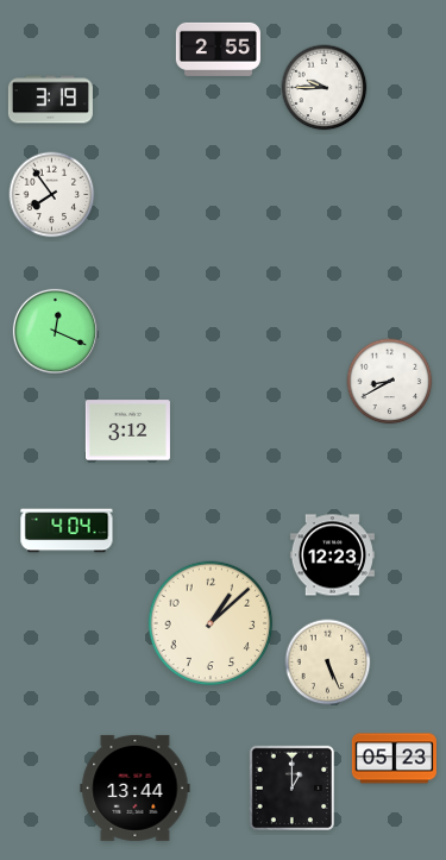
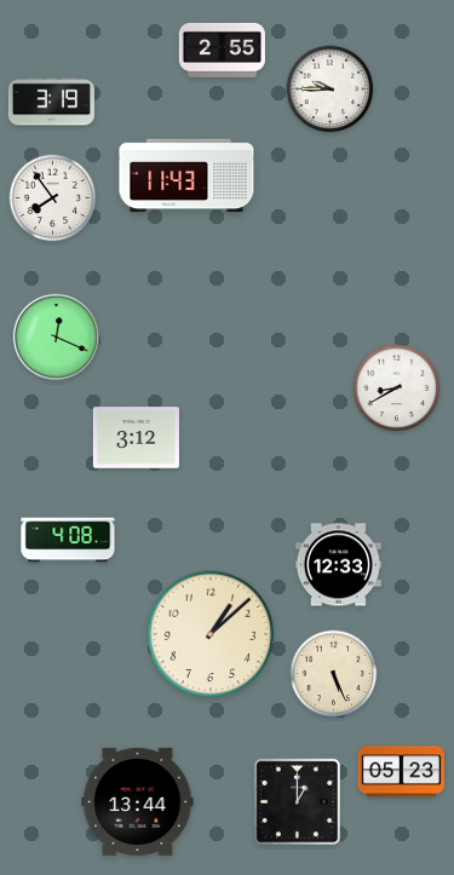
clock at (186, 175): none -> 11:43
clock at (127, 431) position: (127, 431) -> (136, 438)
clock at (67, 531): 4:04 -> 4:08
clock at (332, 555): 12:23 -> 12:33
clock at (211, 623) position: (211, 623) -> (211, 634)
